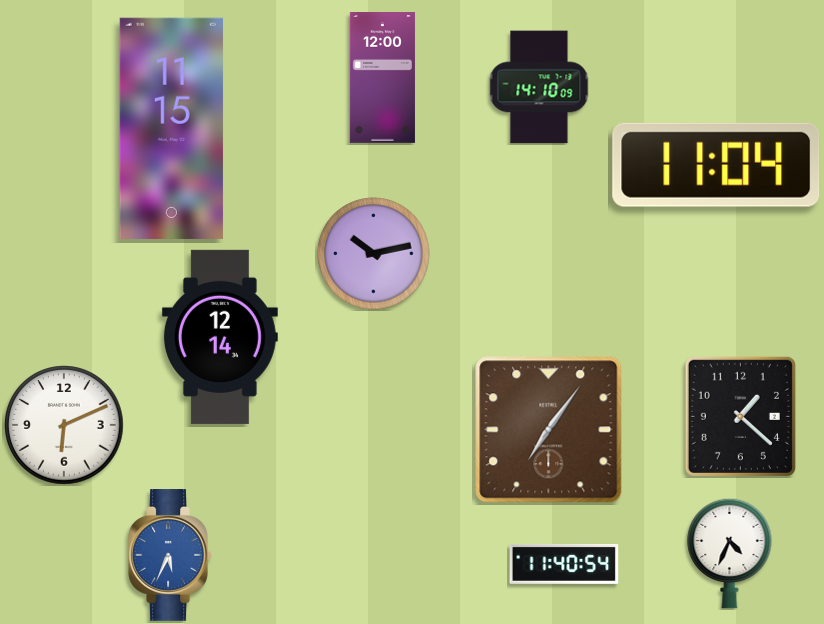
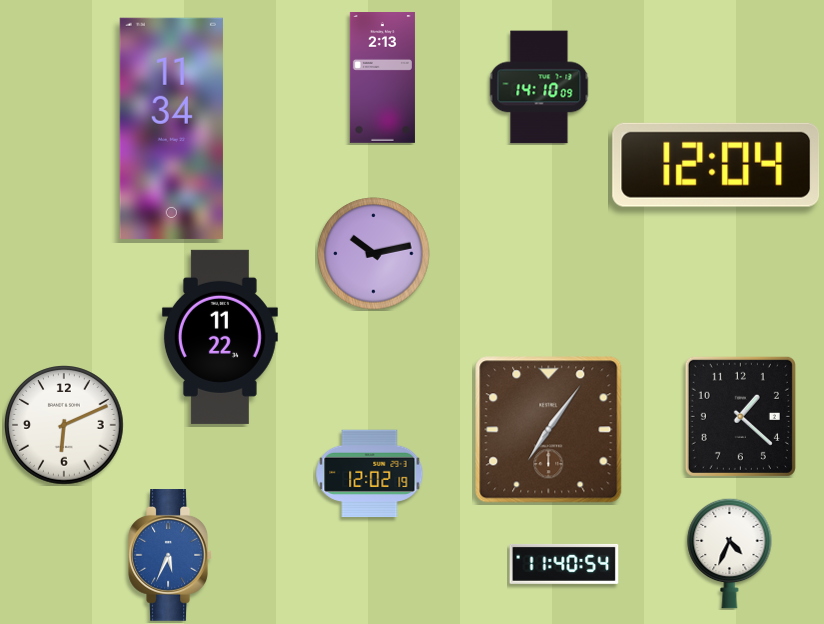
clock at (382, 78): 12:00 -> 2:13
clock at (171, 128): 11:15 -> 11:34
clock at (716, 165): 11:04 -> 12:04
clock at (220, 337): 12:14 -> 11:22
clock at (370, 473): none -> 12:02
